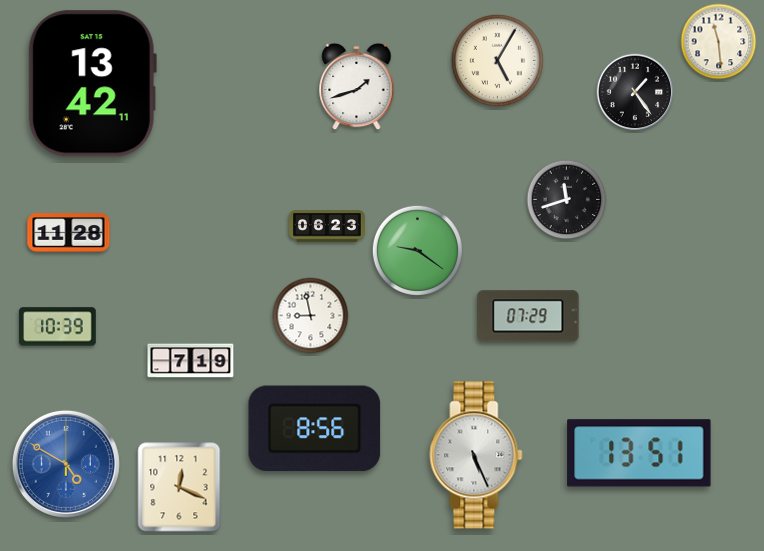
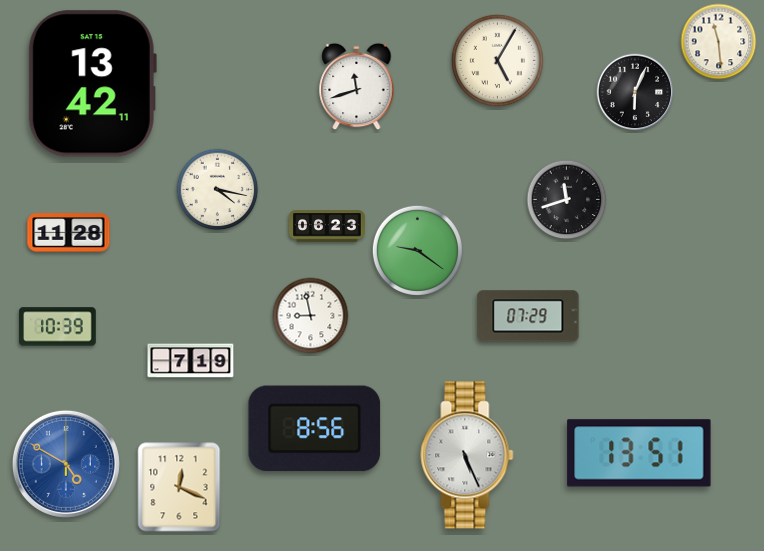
clock at (357, 87): 1:42 -> 11:42
clock at (635, 92): 1:24 -> 6:04
clock at (218, 190): none -> 4:17
clock at (476, 455) position: (476, 455) -> (467, 455)
